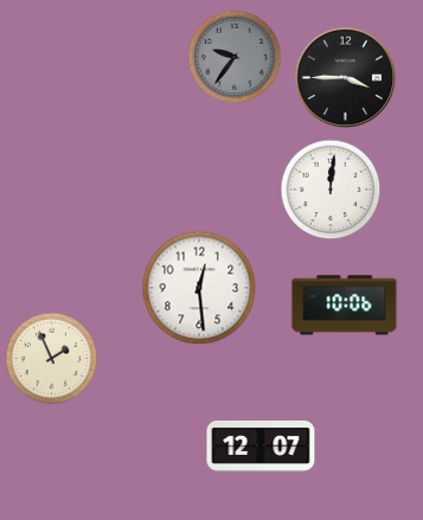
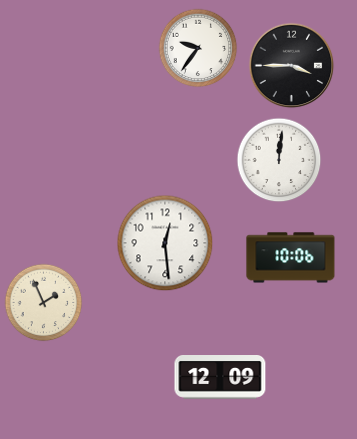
clock at (235, 57) dial: grey -> white
clock at (199, 288) position: (199, 288) -> (165, 243)
clock at (261, 448): 12:07 -> 12:09
